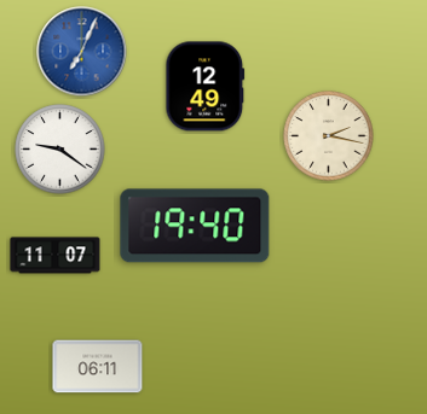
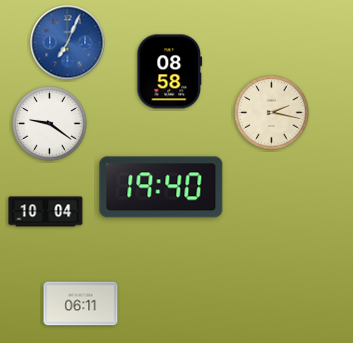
clock at (206, 87): 12:49 -> 08:58
clock at (56, 256): 11:07 -> 10:04
